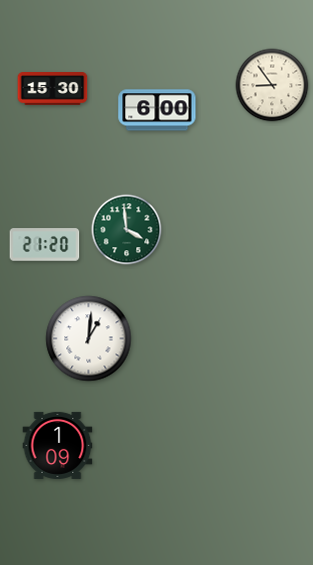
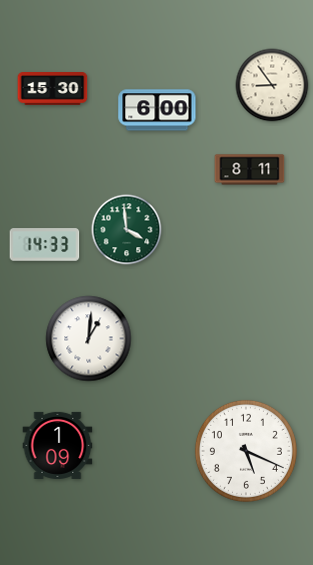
clock at (250, 170): none -> 8:11
clock at (45, 245): 21:20 -> 14:33
clock at (246, 451): none -> 5:19
